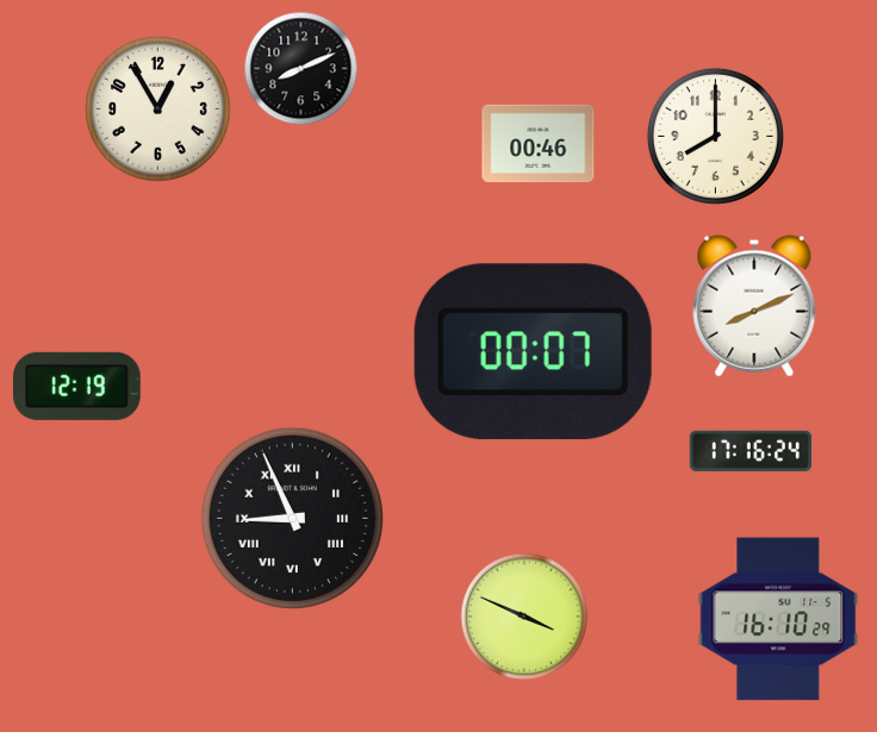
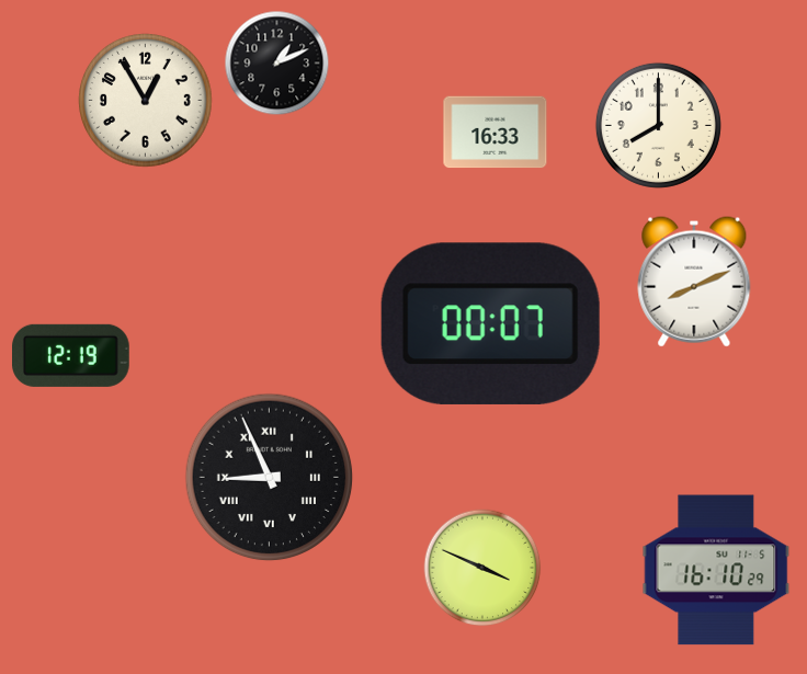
clock at (301, 69): 8:11 -> 1:11
clock at (539, 144): 00:46 -> 16:33
clock at (751, 451): 17:16 -> none
